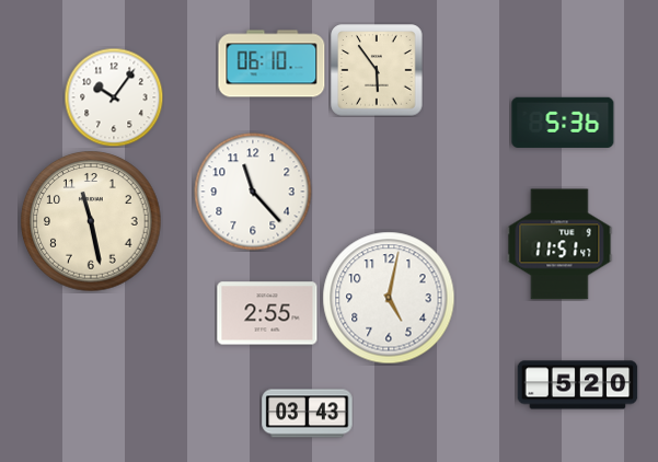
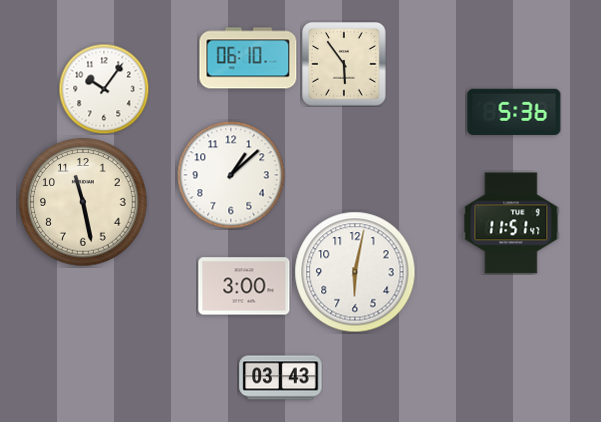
clock at (253, 192): 11:23 -> 1:08
clock at (389, 298): 5:02 -> 6:02
clock at (267, 313): 2:55 -> 3:00
clock at (578, 385): 5:20 -> none
